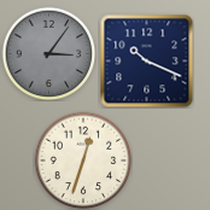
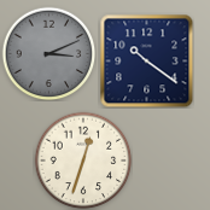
clock at (48, 53): 3:06 -> 3:11
clock at (146, 60): 10:19 -> 10:21
